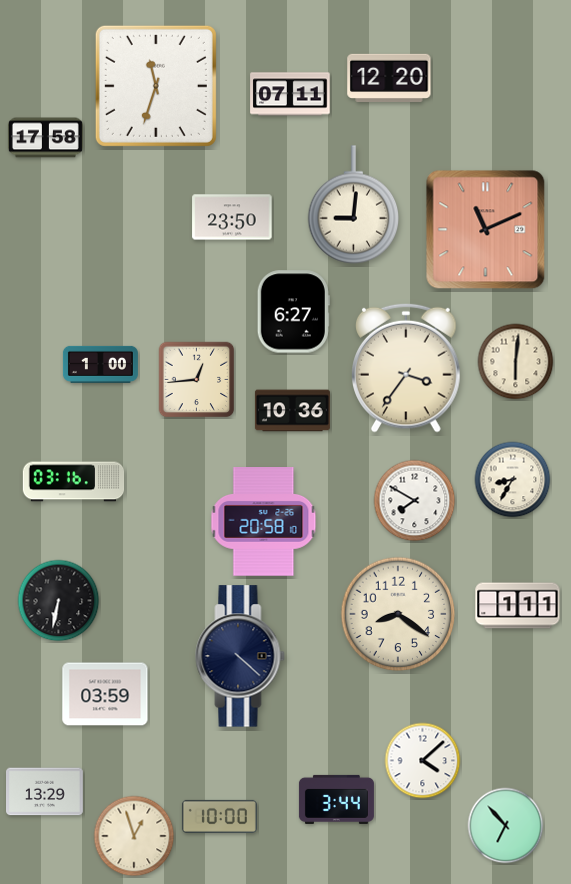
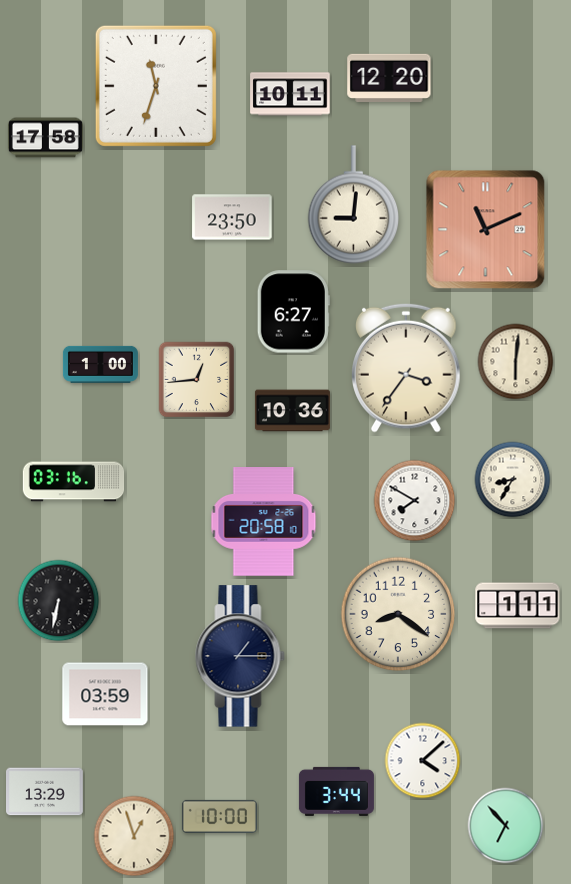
clock at (290, 94): 07:11 -> 10:11
clock at (240, 656): 4:22 -> 1:15
clock at (336, 799) position: (336, 799) -> (336, 791)
